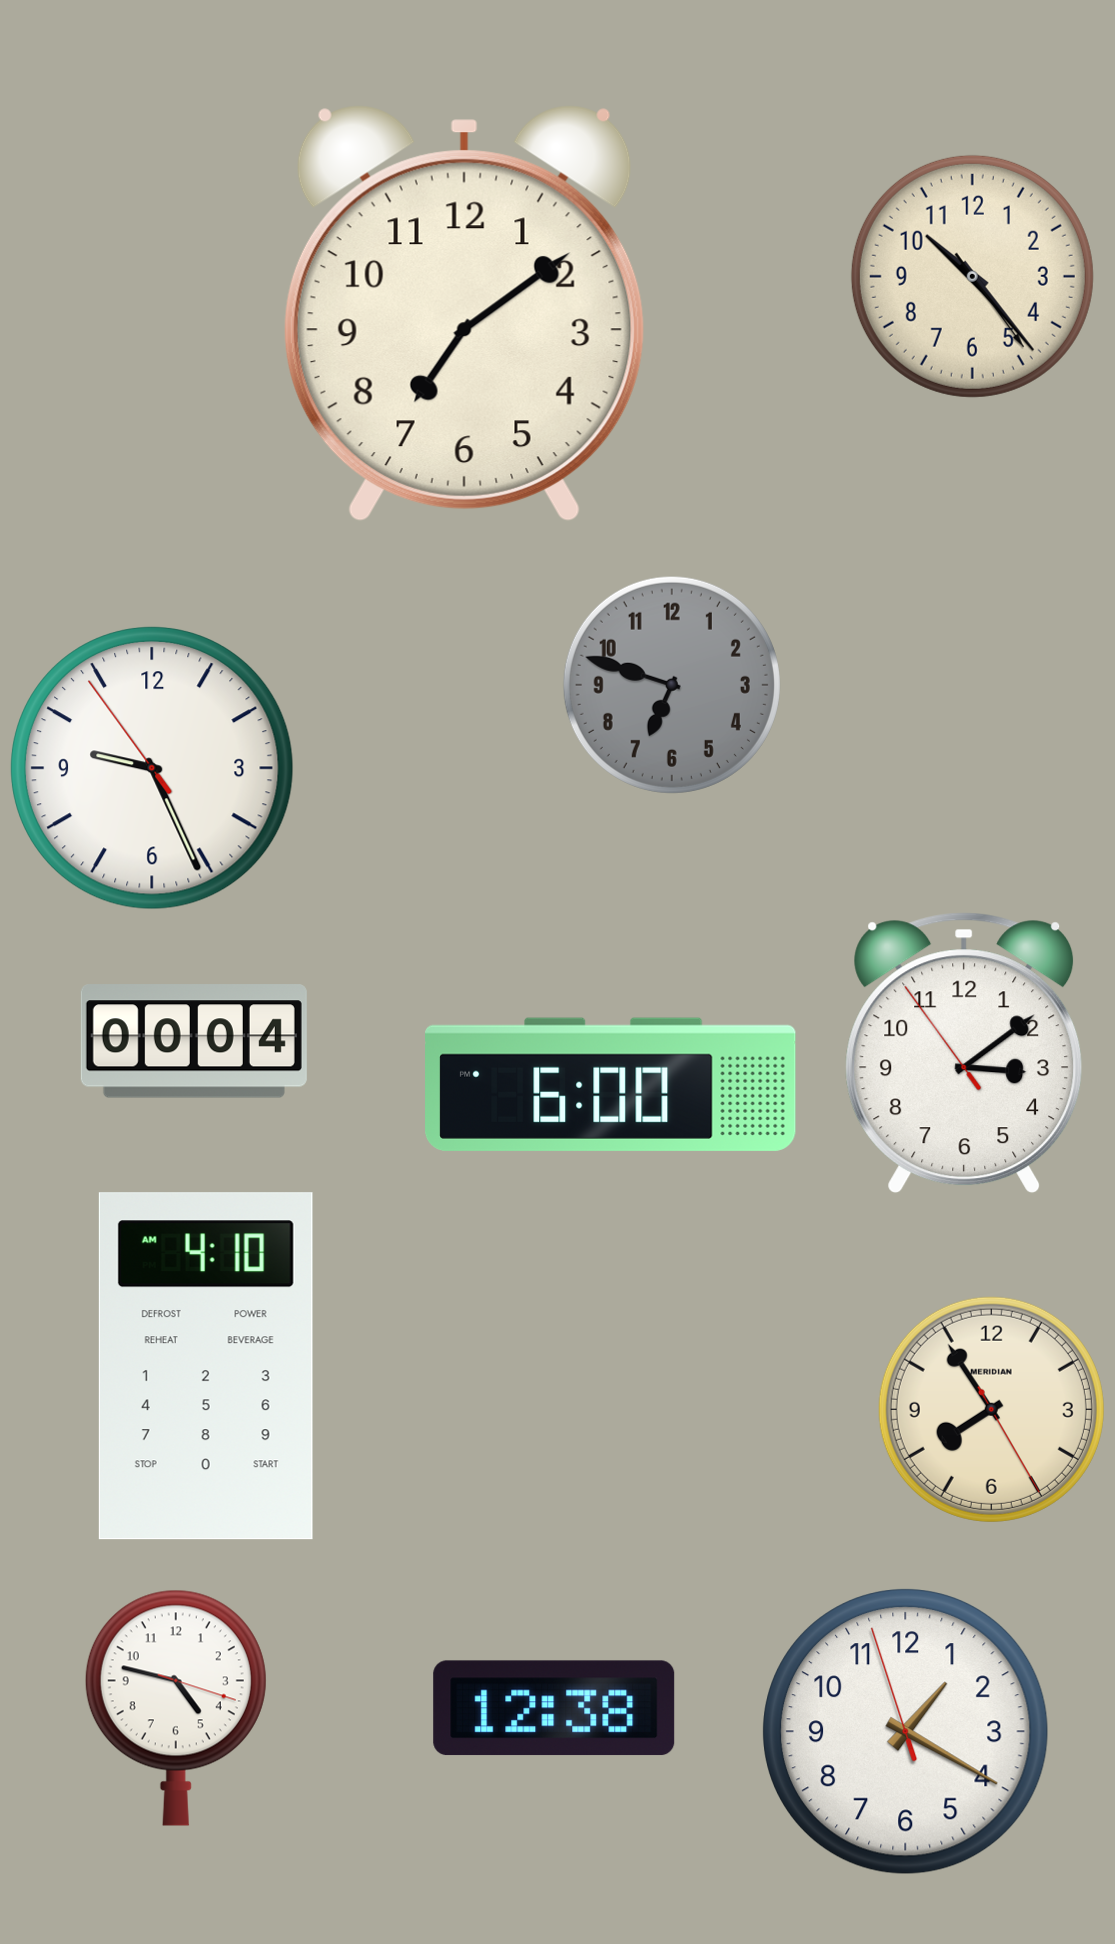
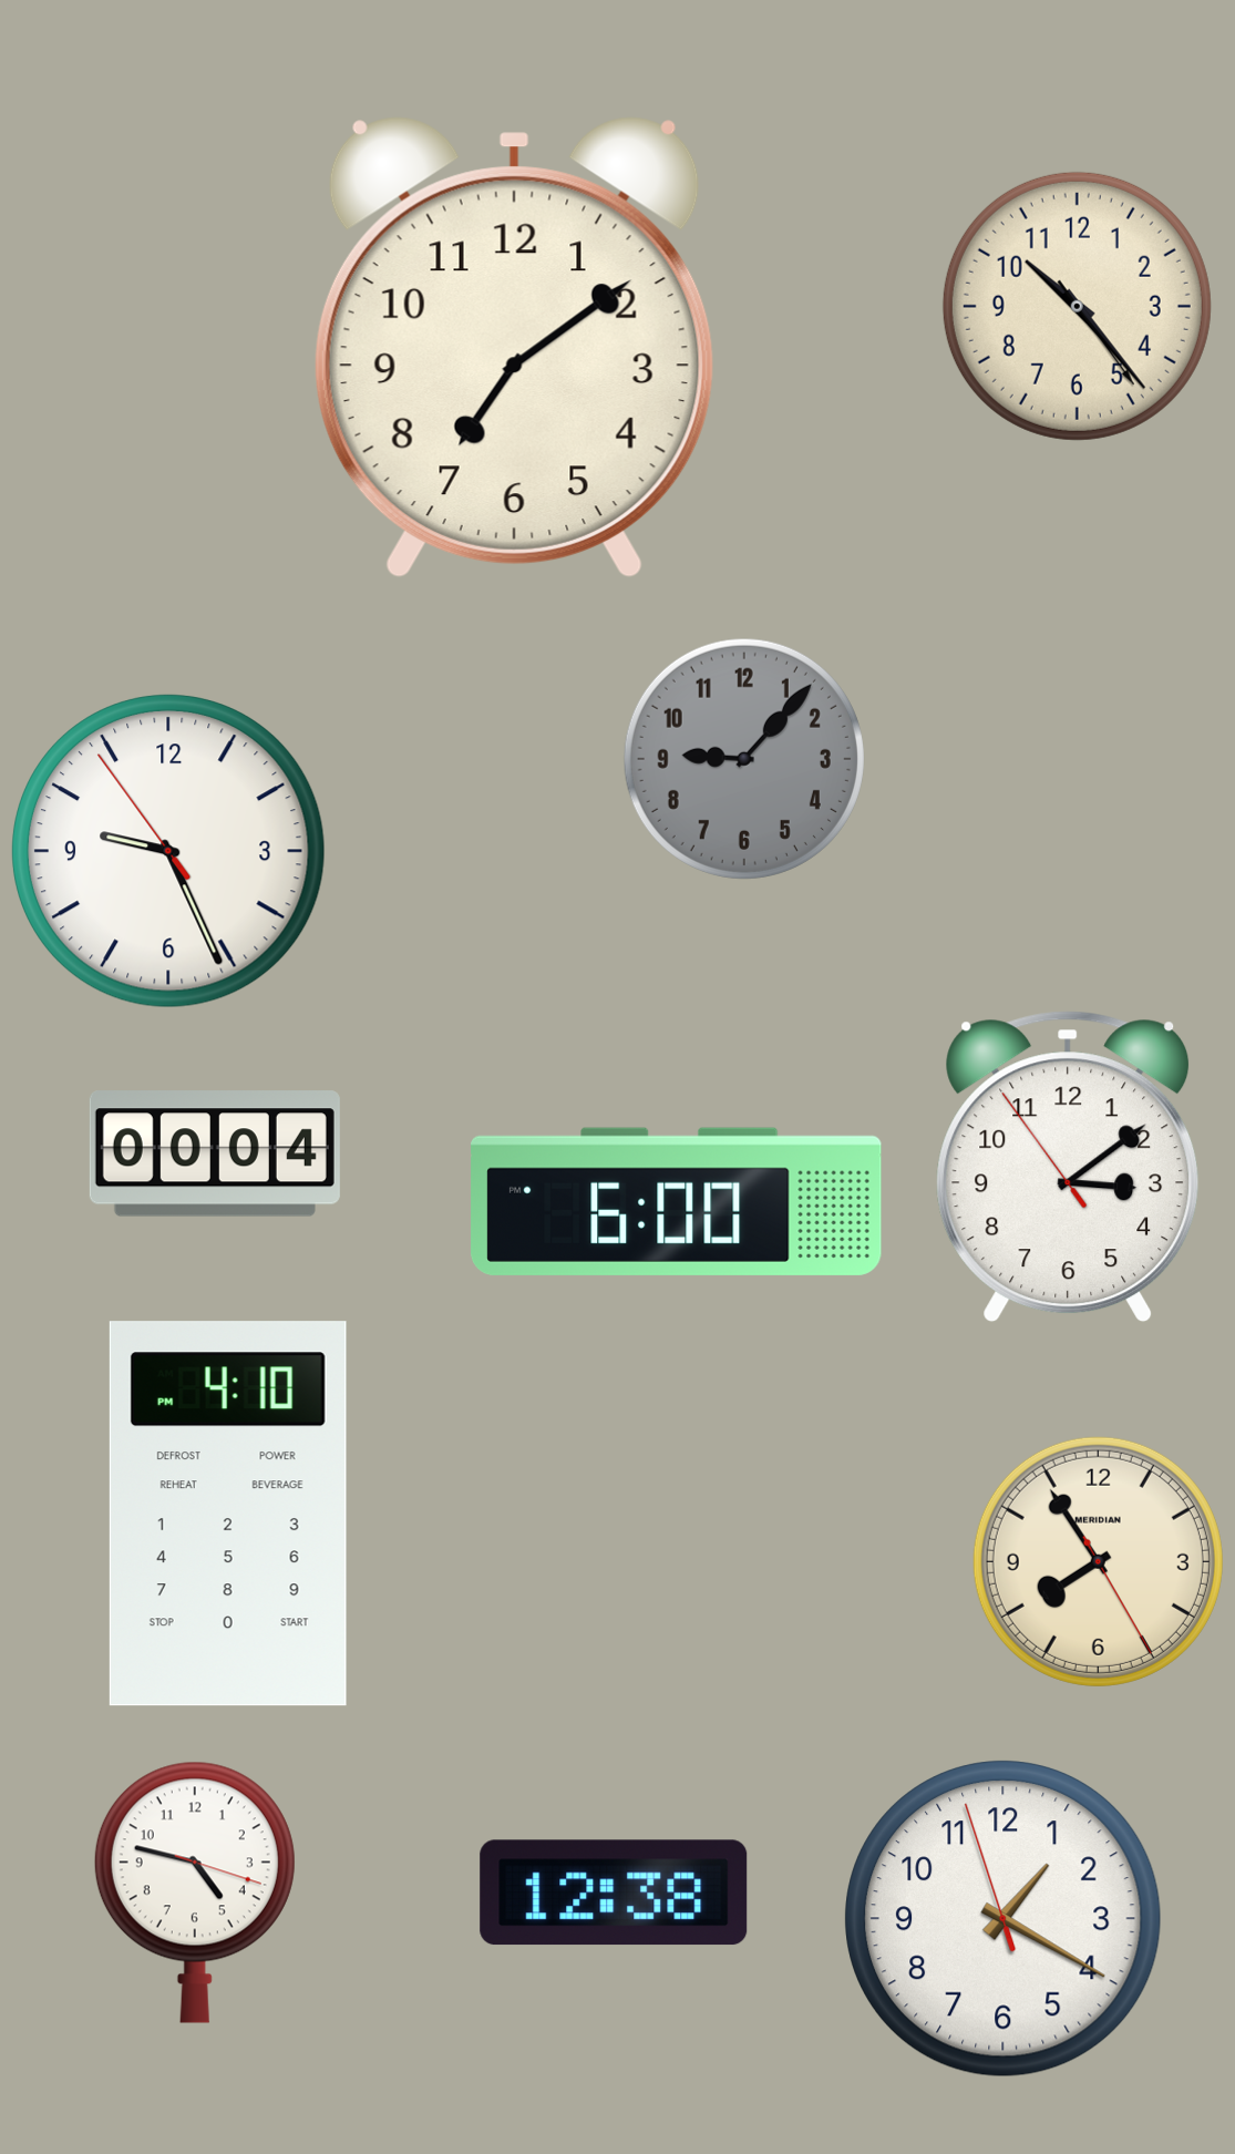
clock at (672, 685): 6:48 -> 9:07
clock at (206, 1366): 4:10 AM -> 4:10 PM
